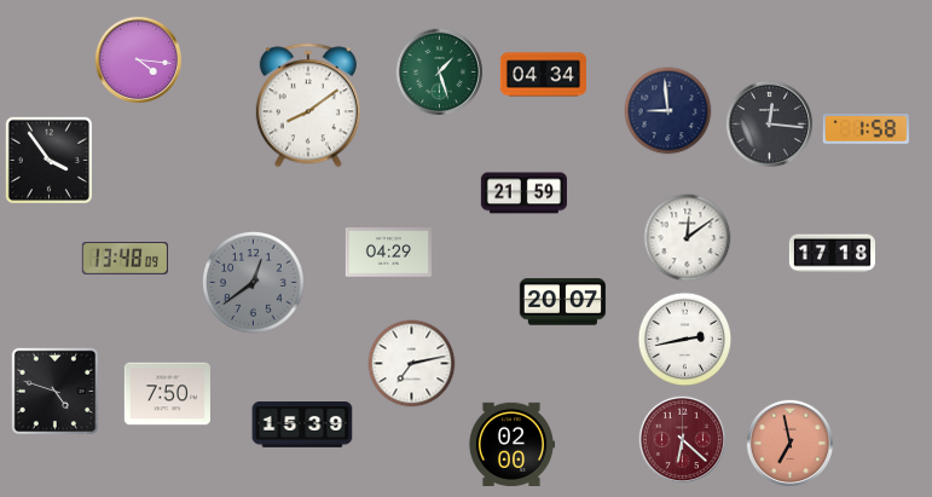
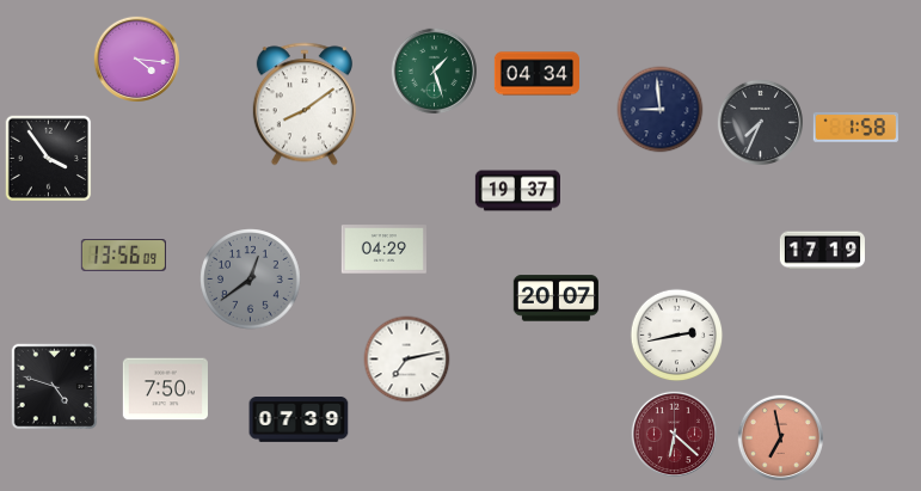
clock at (769, 123): 12:16 -> 7:34
clock at (523, 193): 21:59 -> 19:37
clock at (688, 238): 12:09 -> none
clock at (832, 254): 17:18 -> 17:19
clock at (125, 259): 13:48 -> 13:56
clock at (302, 424): 15:39 -> 07:39
clock at (511, 444): 02:00 -> none
